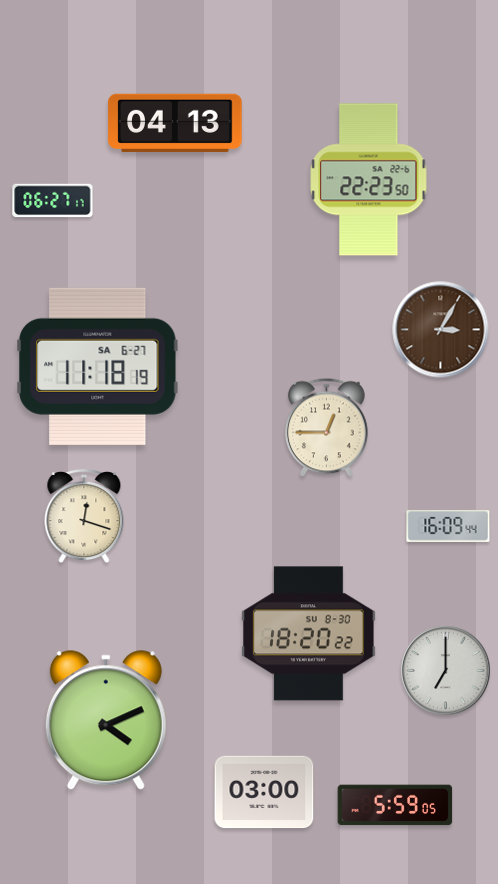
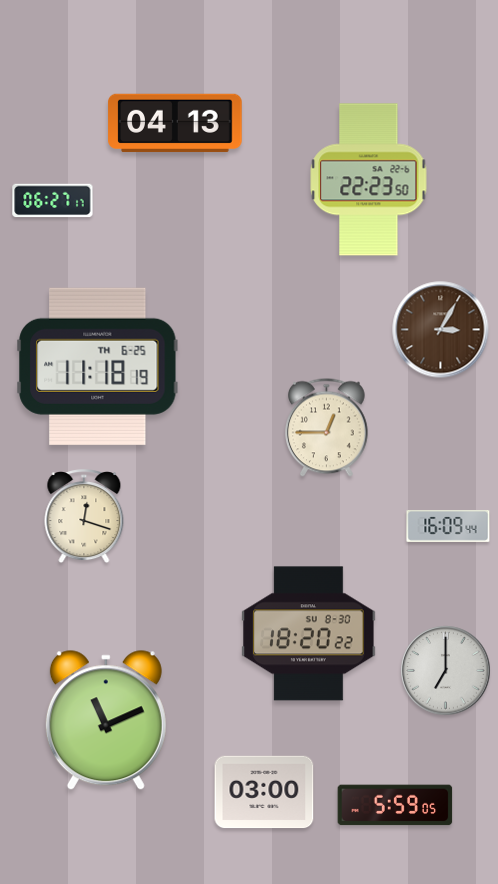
clock at (98, 366) date: SA 6-27 -> TH 6-25
clock at (106, 721): 4:11 -> 11:11
